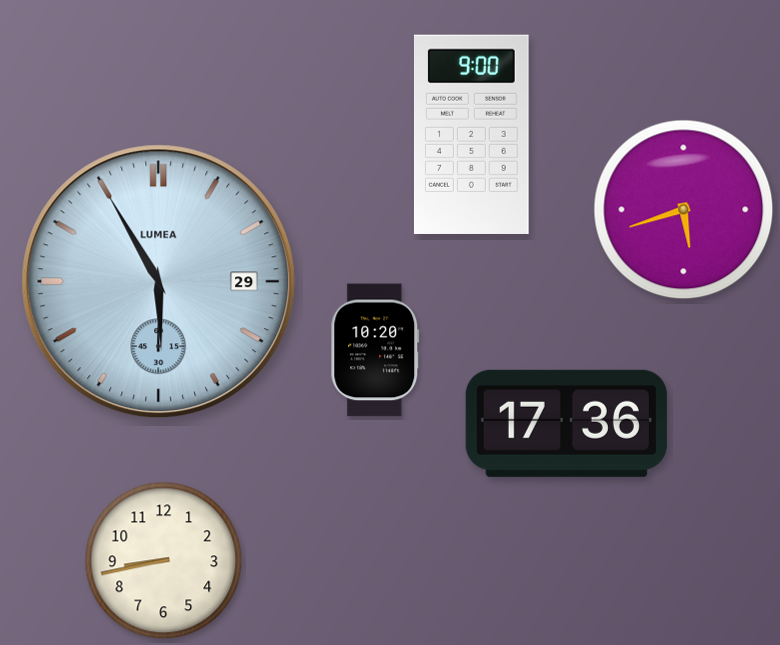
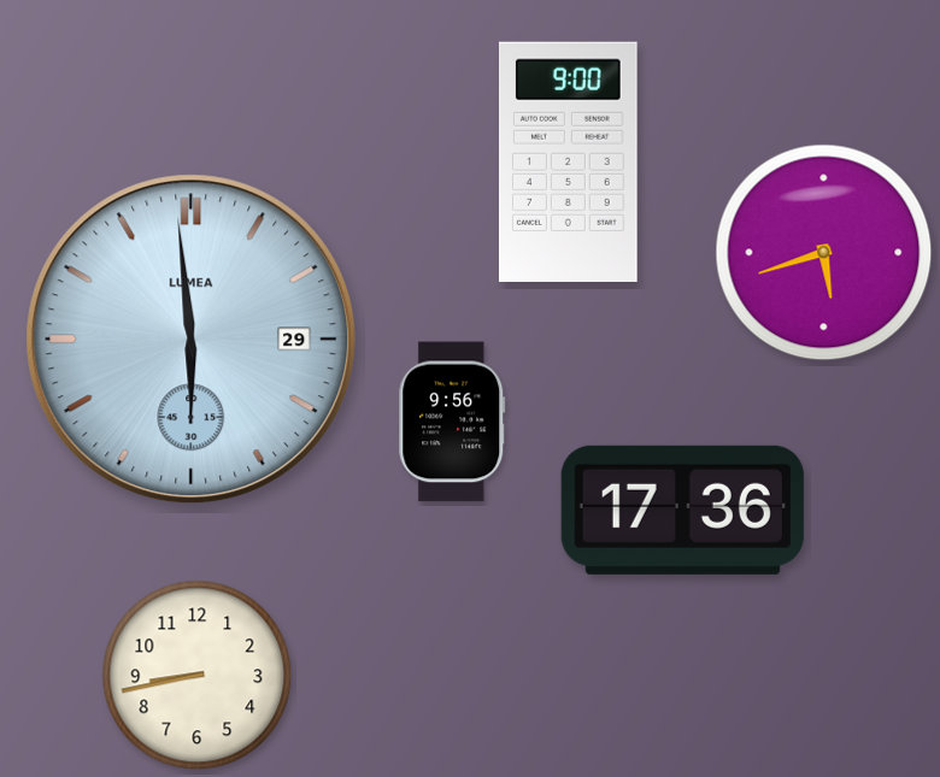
clock at (159, 282): 5:55 -> 5:59
clock at (375, 350): 10:20 -> 9:56
